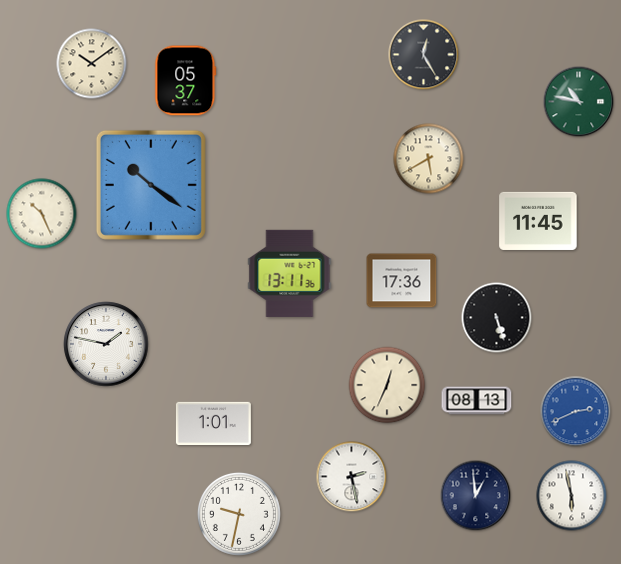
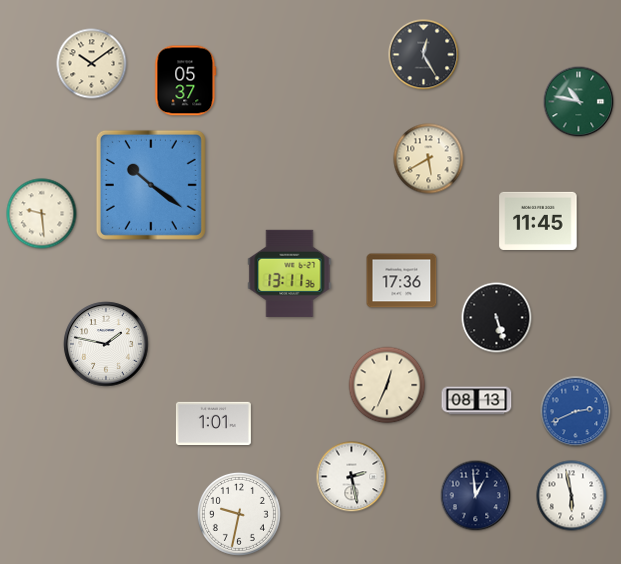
clock at (42, 214): 10:26 -> 9:29
